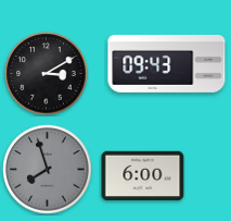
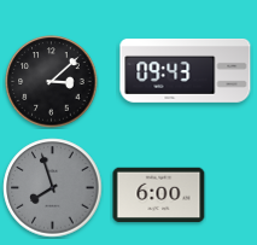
clock at (47, 74): 3:10 -> 3:08
